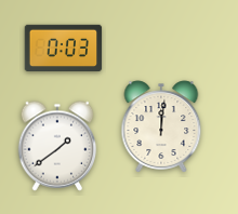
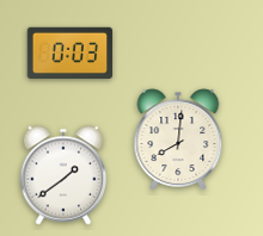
clock at (161, 126): 12:01 -> 8:01
clock at (57, 146) position: (57, 146) -> (63, 175)
